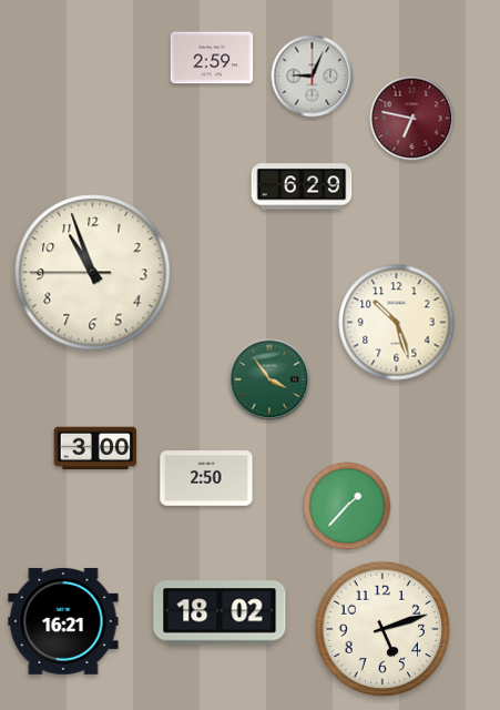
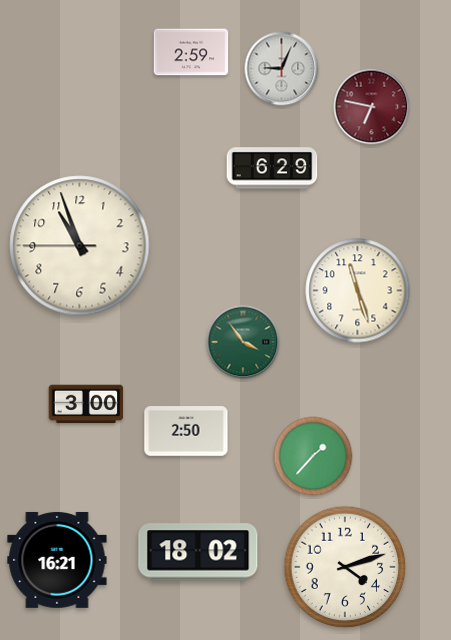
clock at (93, 273) position: (93, 273) -> (80, 246)
clock at (397, 323): 10:27 -> 11:27
clock at (382, 629): 5:12 -> 4:12
